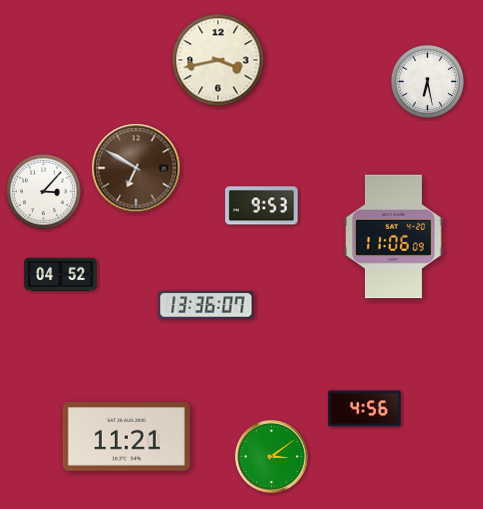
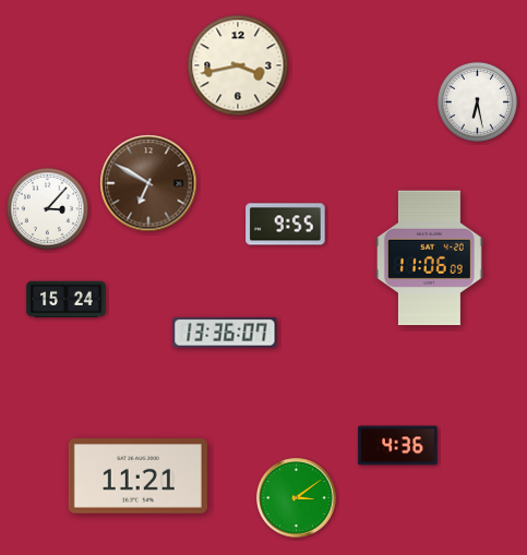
clock at (427, 81) position: (427, 81) -> (477, 101)
clock at (262, 206): 9:53 -> 9:55
clock at (61, 275): 04:52 -> 15:24
clock at (365, 409): 4:56 -> 4:36
